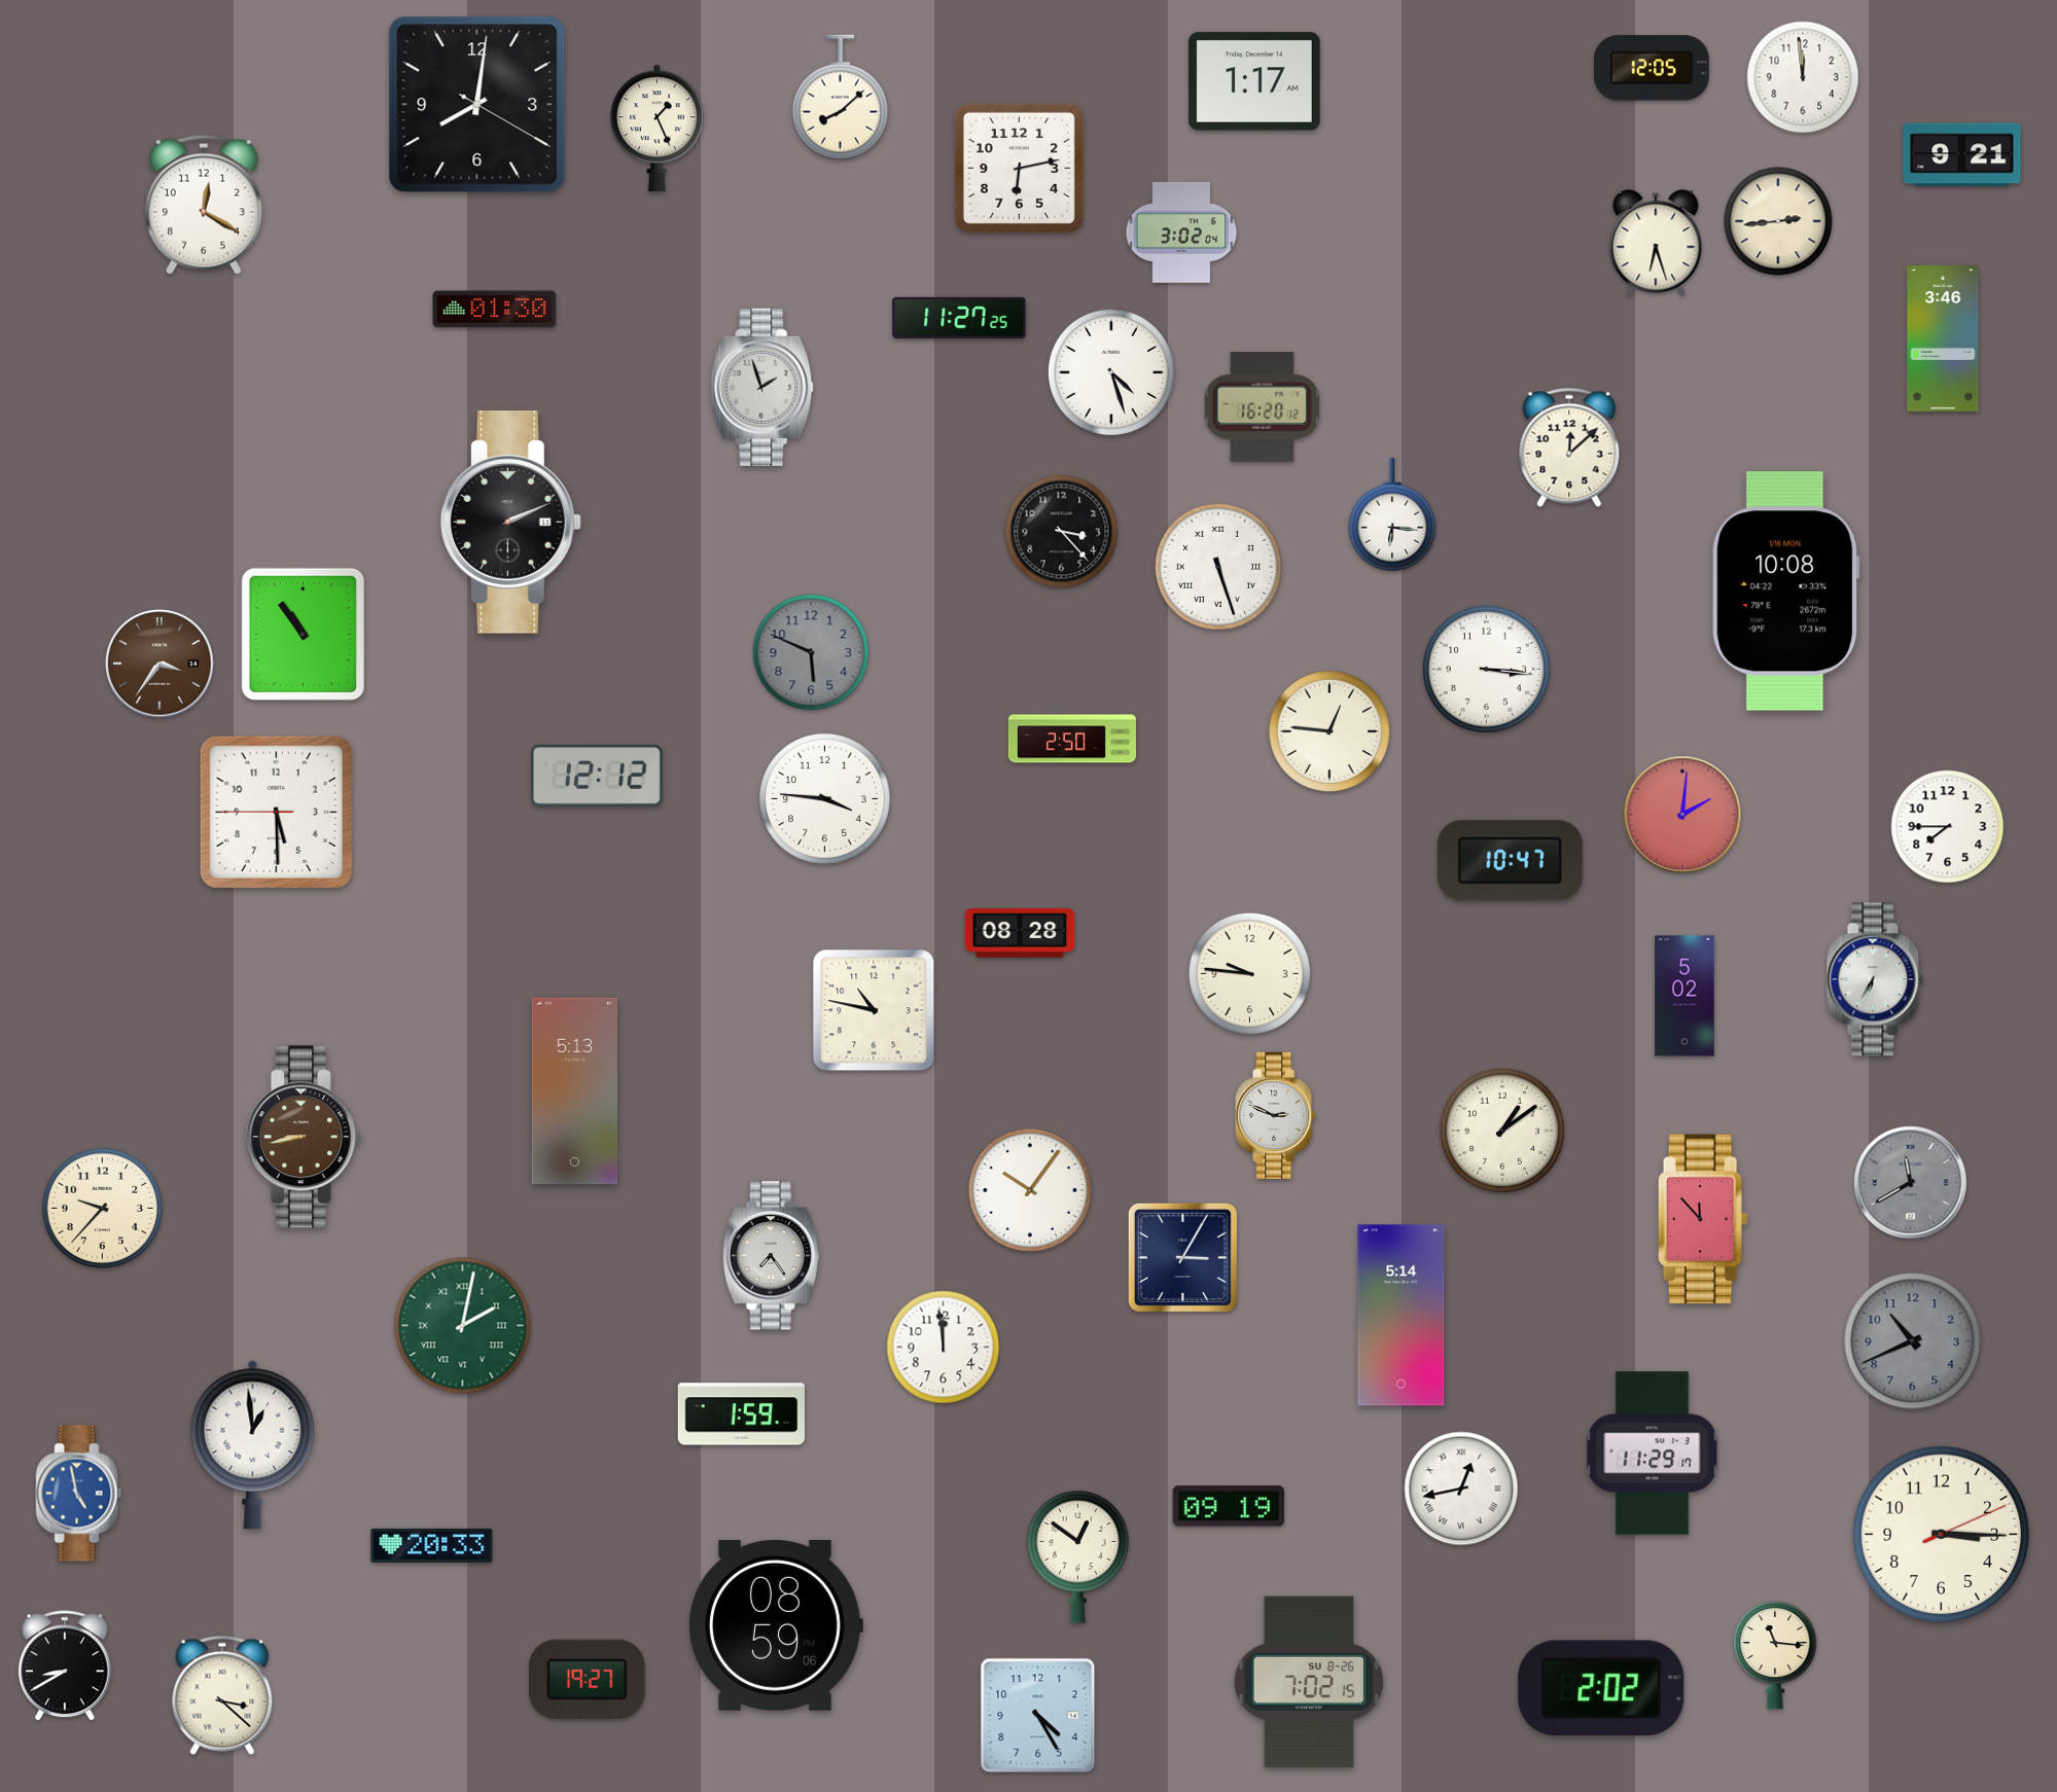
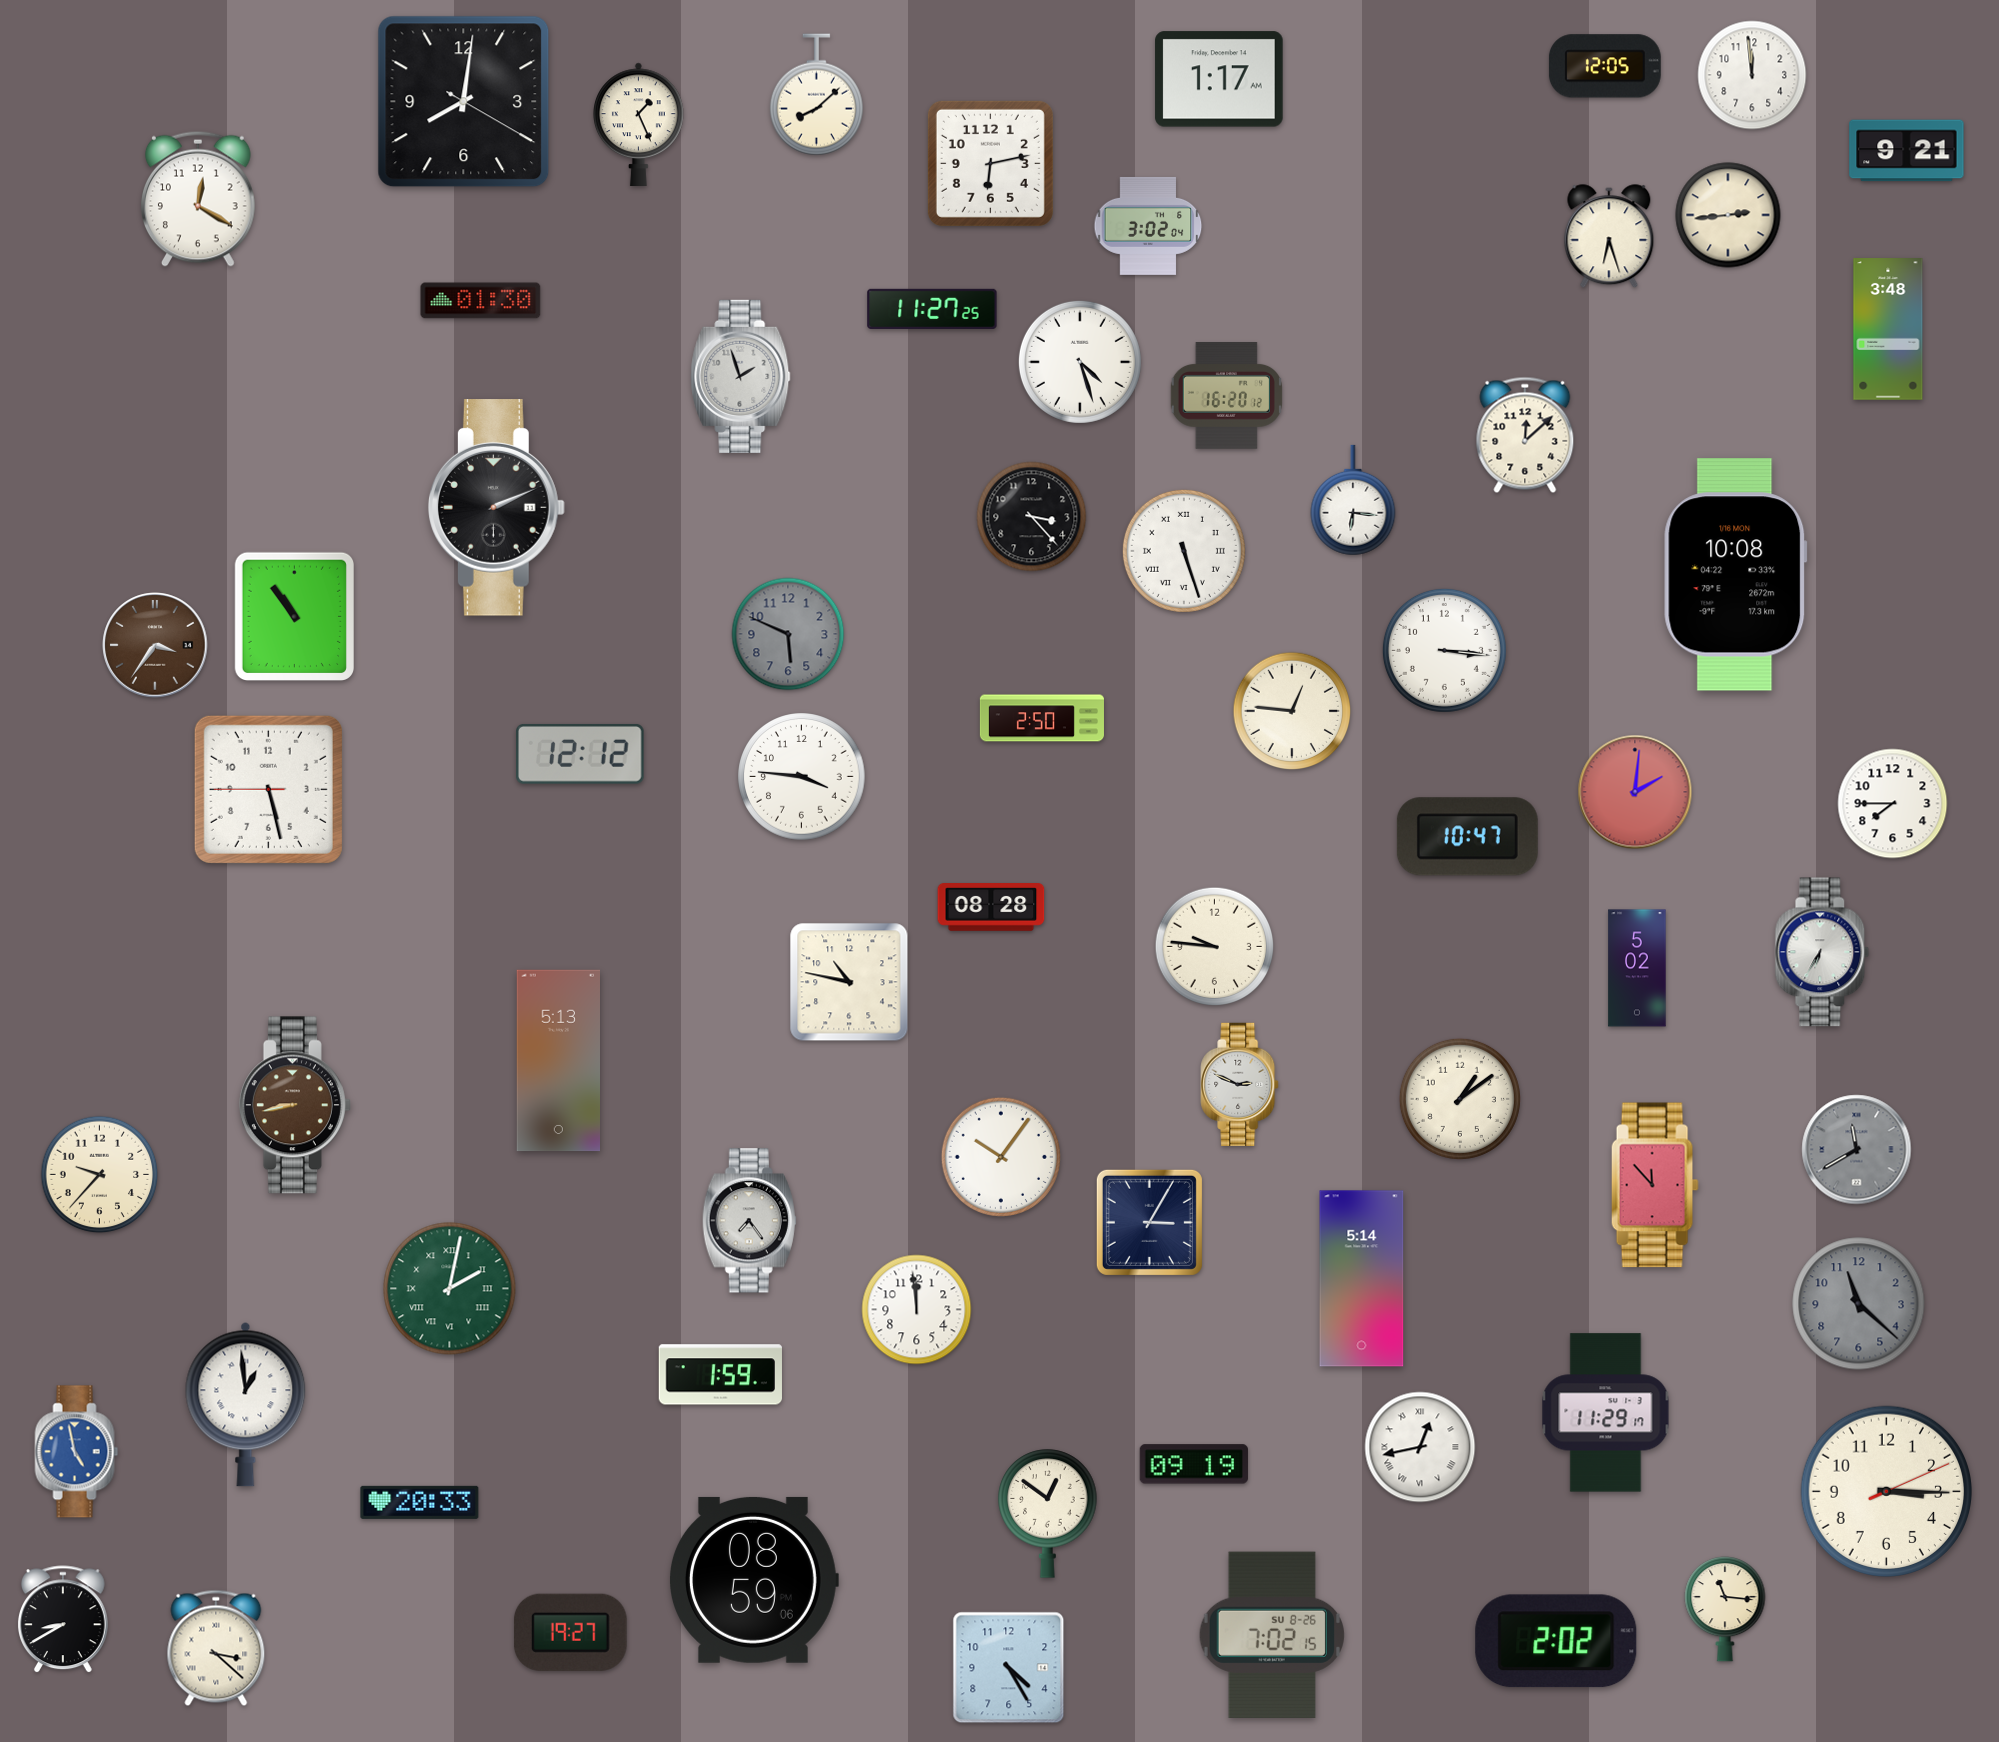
clock at (1943, 338): 3:46 -> 3:48
clock at (276, 812): 5:29 -> 5:27
clock at (1913, 1341): 10:41 -> 11:22
